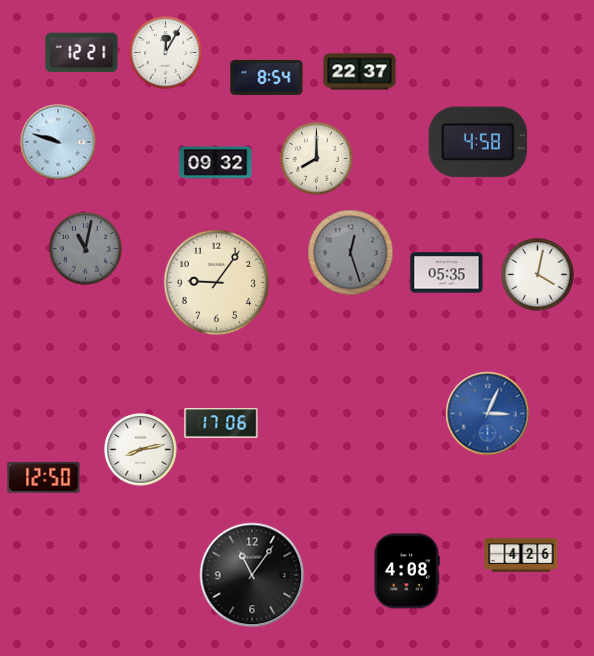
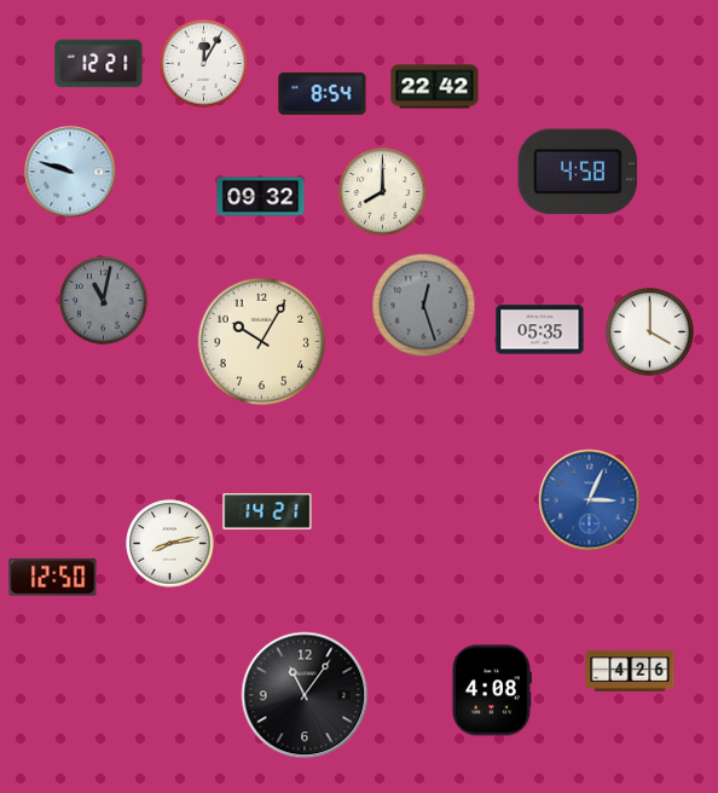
clock at (166, 53) position: (166, 53) -> (204, 64)
clock at (360, 72): 22:37 -> 22:42
clock at (538, 275): 4:02 -> 4:00
clock at (217, 283): 9:06 -> 10:05
clock at (221, 423): 17:06 -> 14:21
